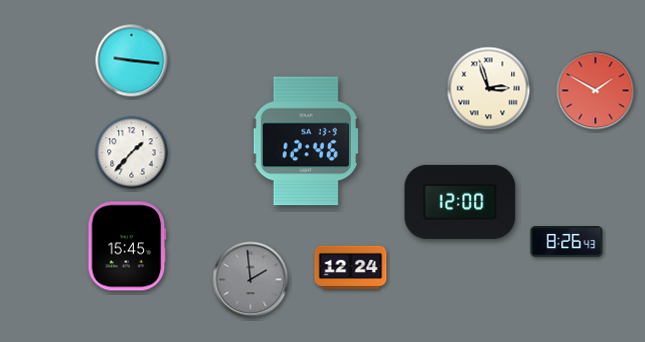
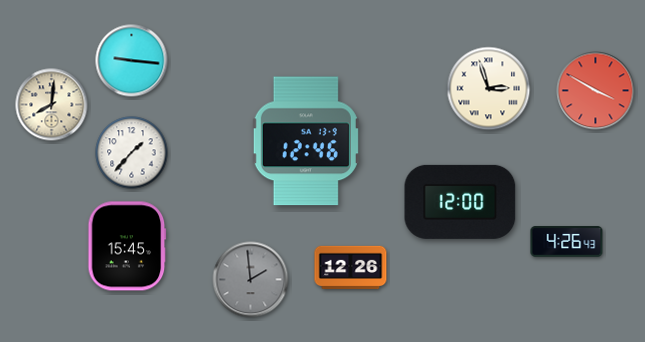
clock at (596, 91): 1:50 -> 3:50
clock at (52, 105): none -> 8:01
clock at (567, 242): 8:26 -> 4:26
clock at (351, 267): 12:24 -> 12:26
